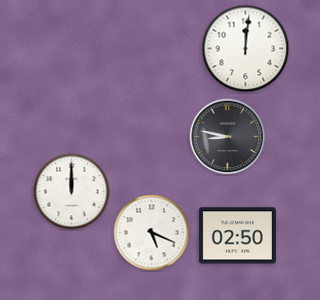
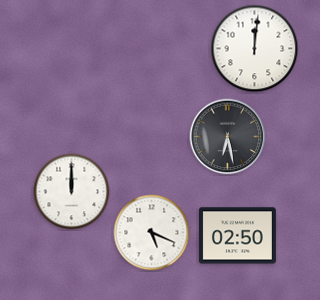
clock at (246, 49) position: (246, 49) -> (255, 49)
clock at (228, 137): 8:47 -> 6:28
